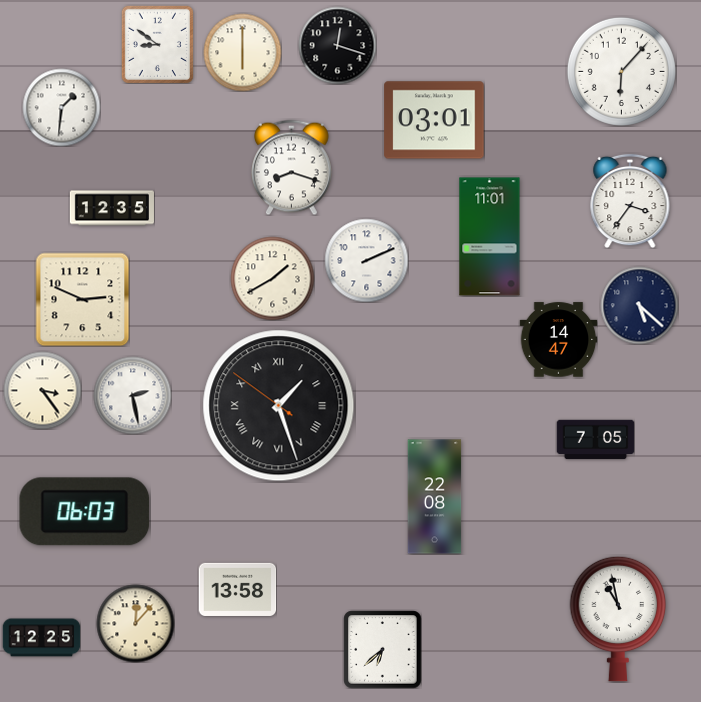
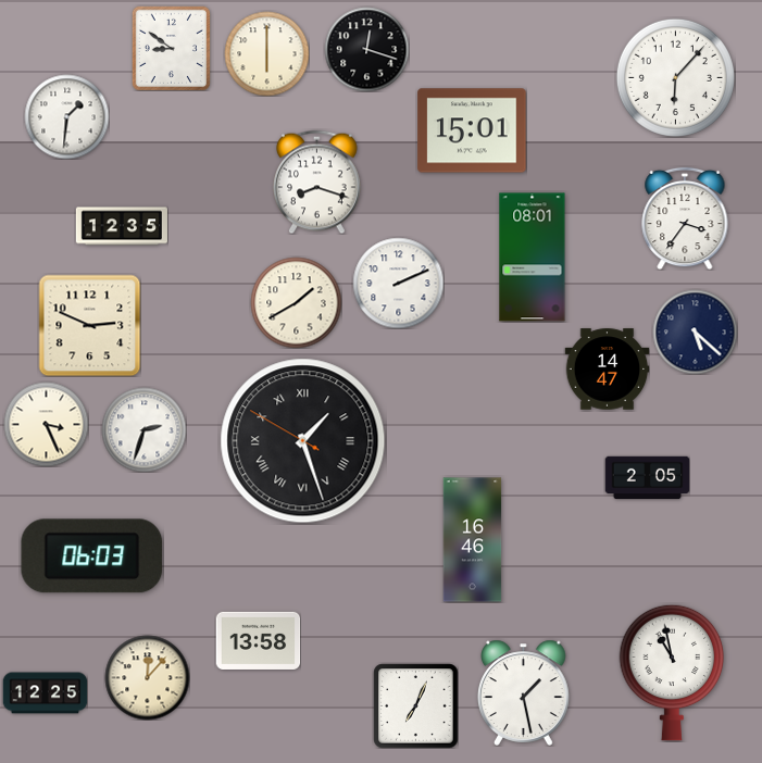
clock at (242, 52) position: (242, 52) -> (266, 53)
clock at (434, 120): 03:01 -> 15:01
clock at (490, 237): 11:01 -> 08:01
clock at (42, 390): 3:24 -> 3:26
clock at (132, 395): 2:28 -> 2:33
clock at (279, 406): 1:26:51 -> 1:26:50
clock at (595, 440): 7:05 -> 2:05
clock at (435, 497): 22:08 -> 16:46
clock at (524, 692): none -> 1:28
clock at (382, 649): 6:38 -> 7:04
